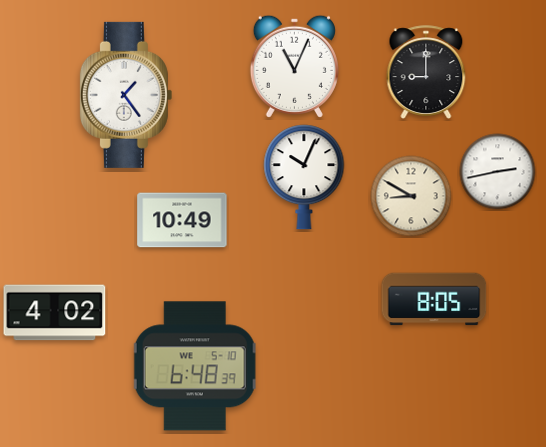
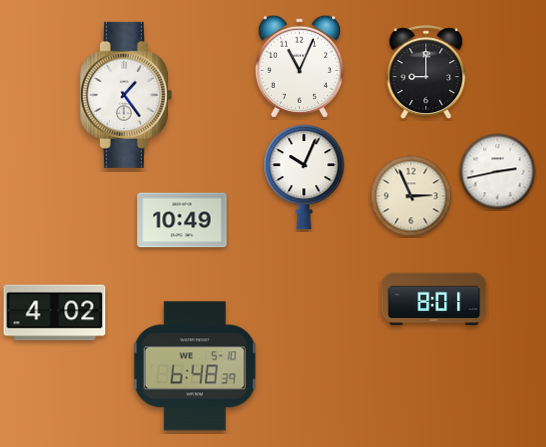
clock at (294, 66) position: (294, 66) -> (299, 66)
clock at (411, 196): 8:50 -> 2:56
clock at (434, 299): 8:05 -> 8:01
